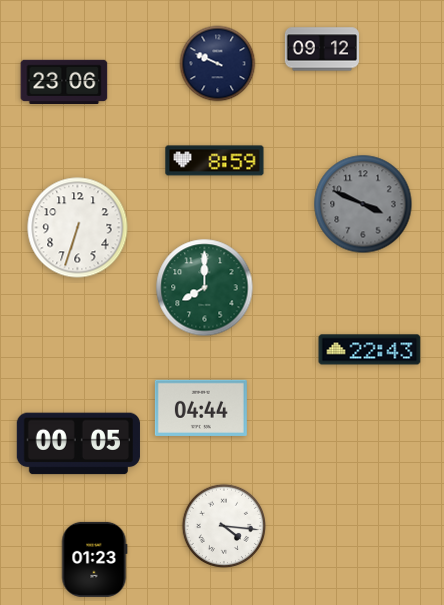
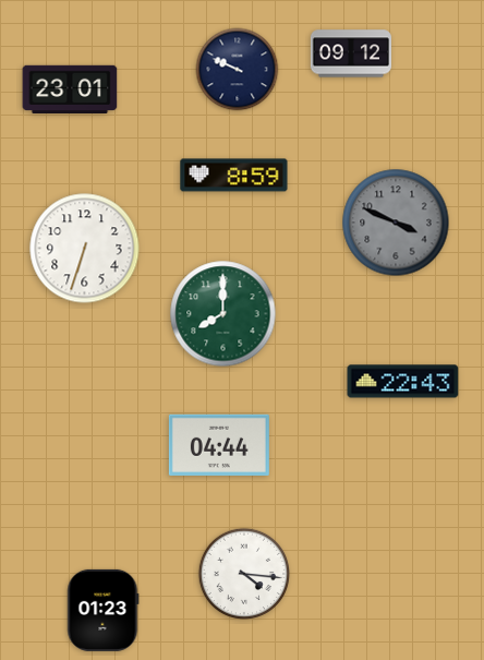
clock at (64, 82): 23:06 -> 23:01
clock at (78, 444): 00:05 -> none
